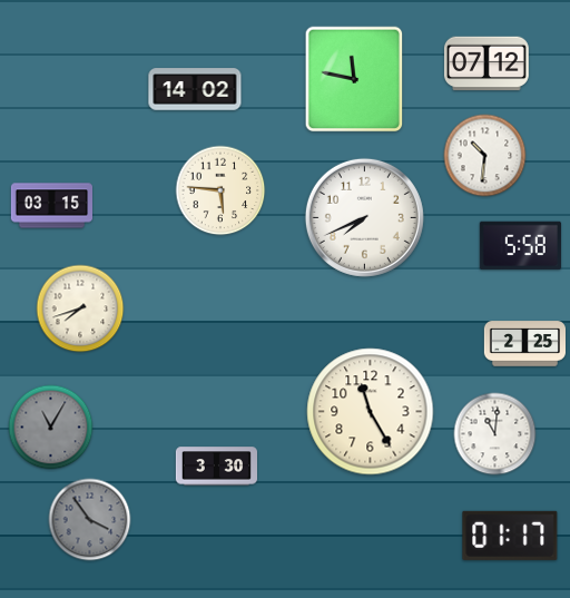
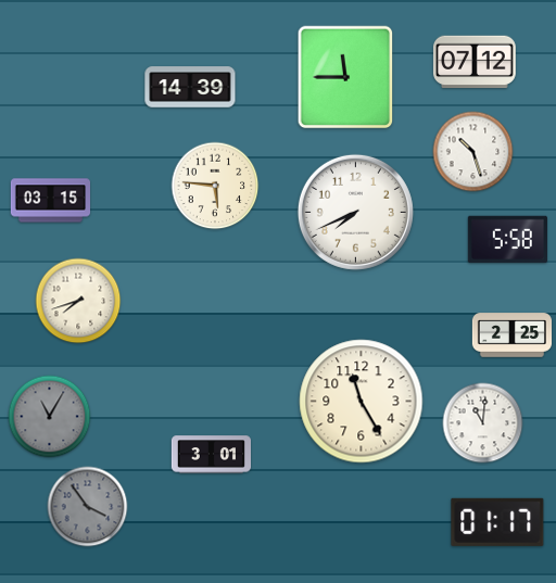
clock at (354, 79): 11:47 -> 11:45
clock at (195, 89): 14:02 -> 14:39
clock at (485, 156): 10:31 -> 10:27
clock at (216, 467): 3:30 -> 3:01
